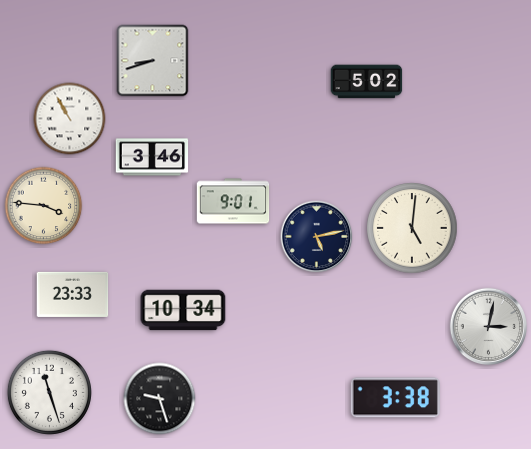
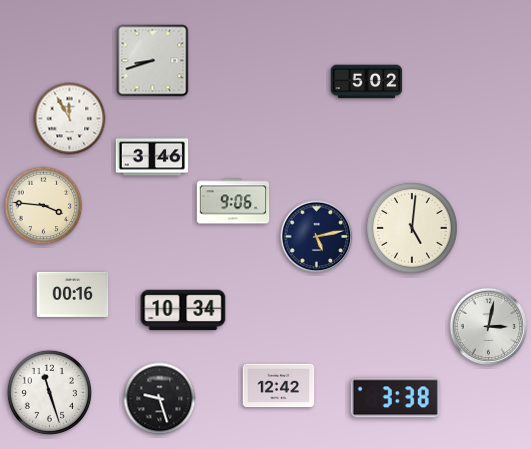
clock at (70, 119): 10:55 -> 11:55
clock at (233, 201): 9:01 -> 9:06
clock at (73, 294): 23:33 -> 00:16
clock at (279, 386): none -> 12:42
